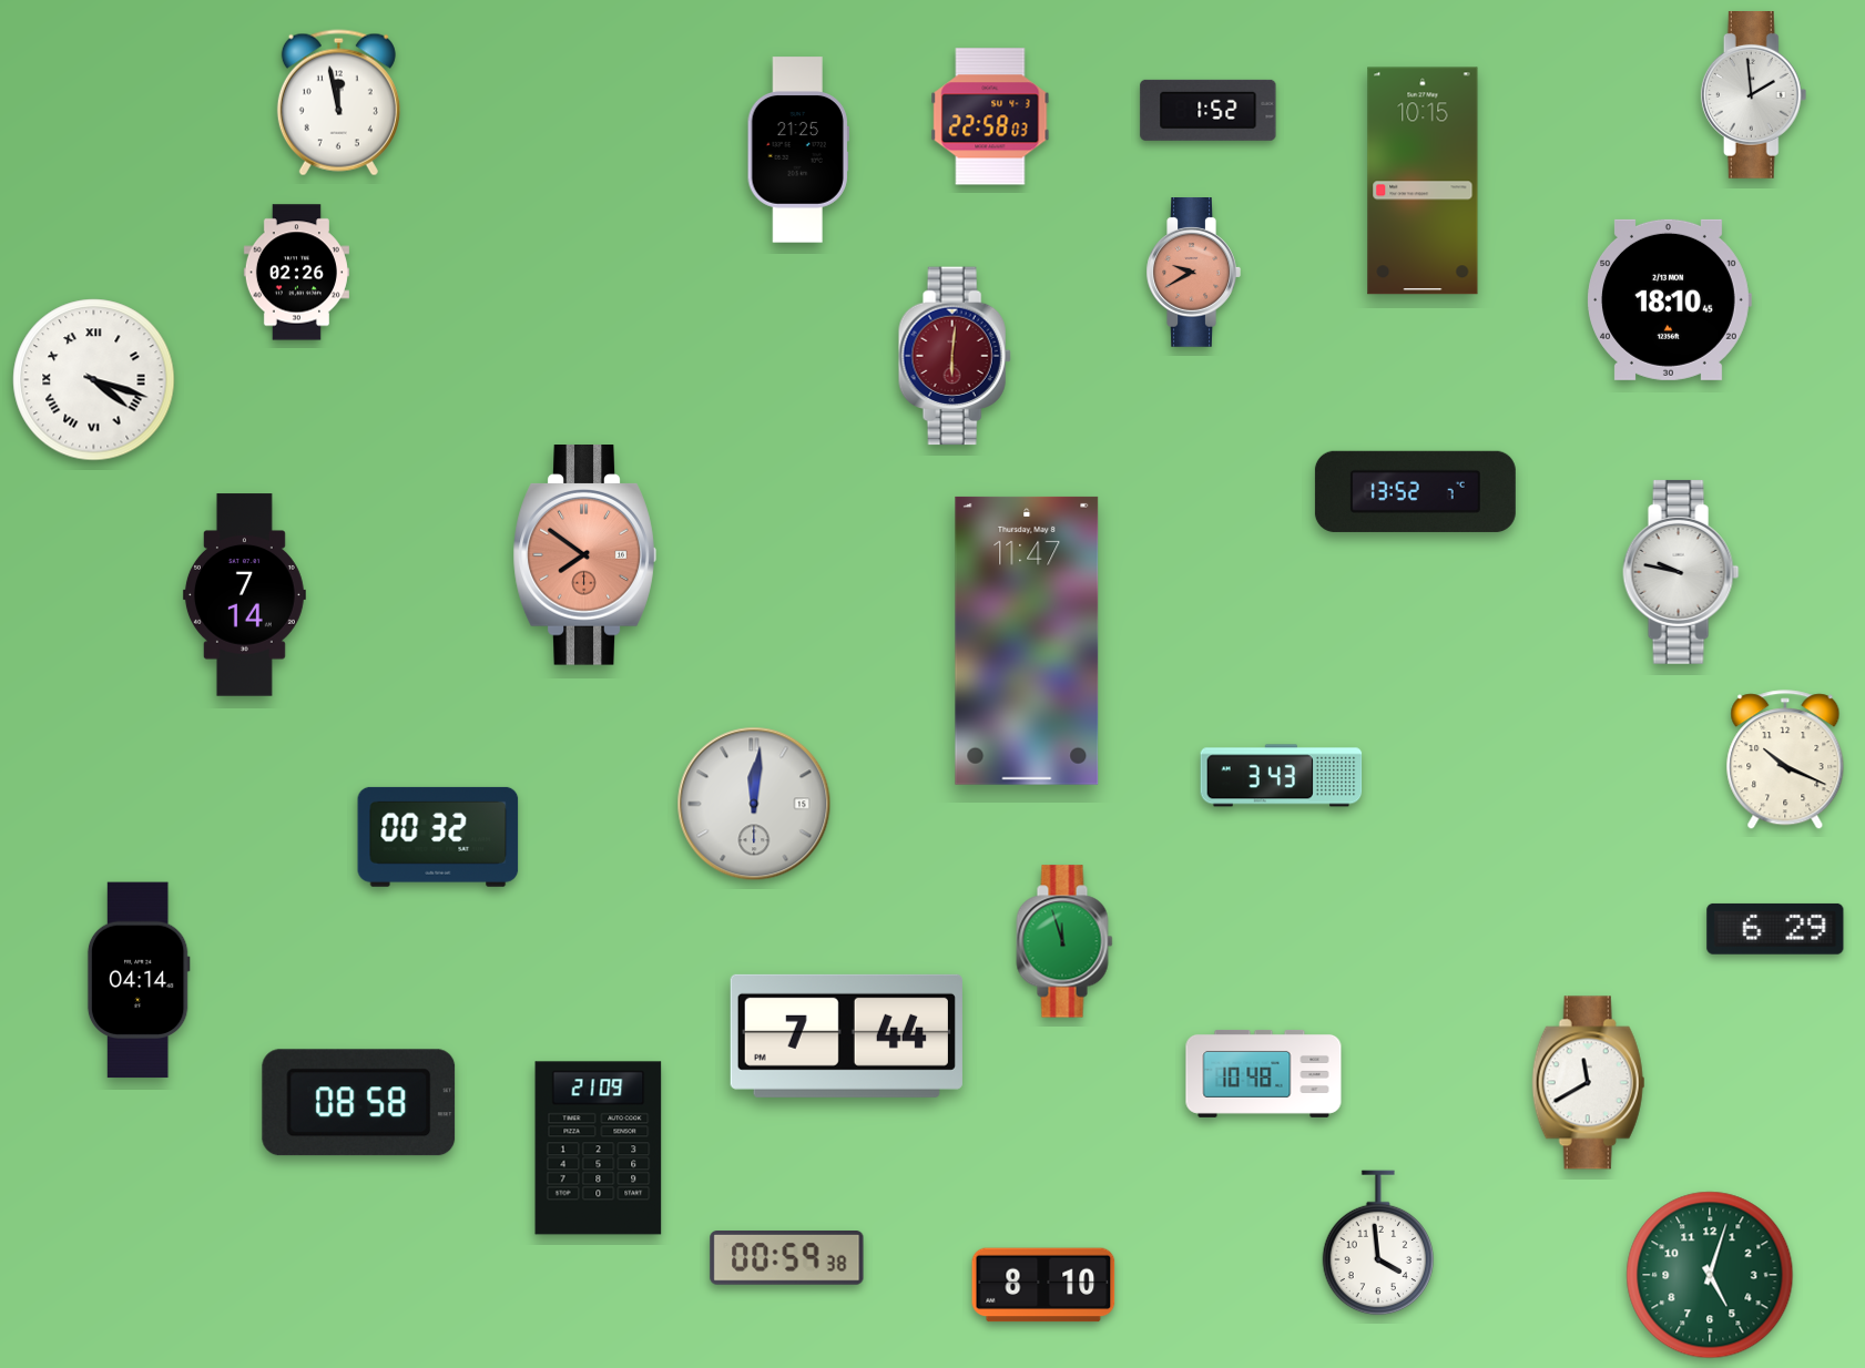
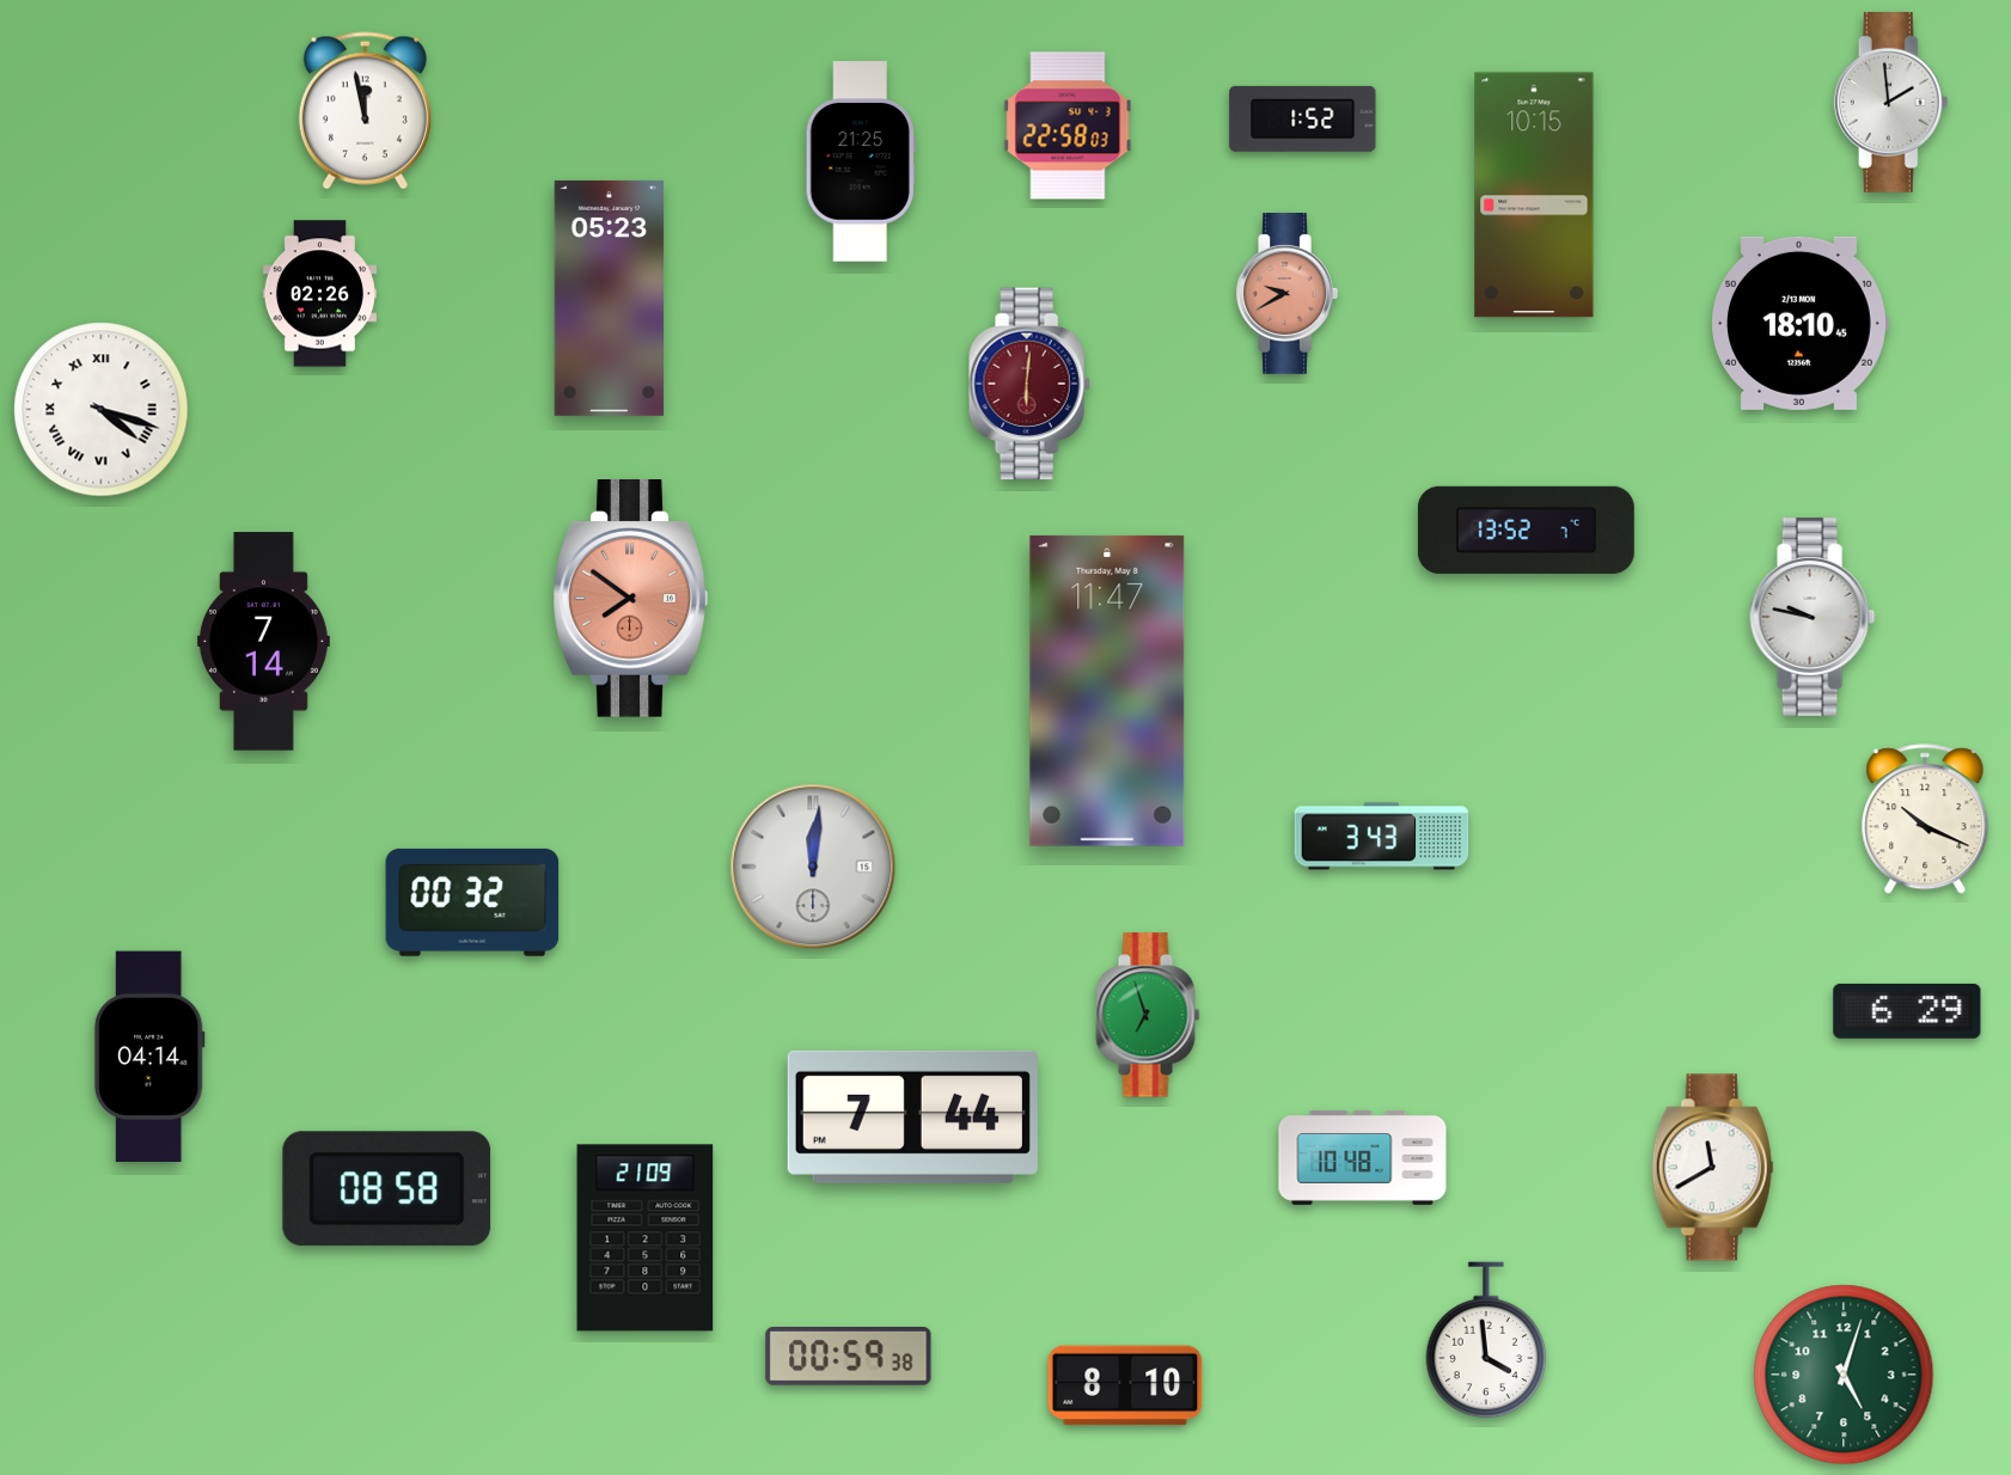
clock at (609, 298): none -> 05:23
clock at (1775, 929) position: (1775, 929) -> (1907, 1011)
clock at (1064, 941): 11:57 -> 6:57
